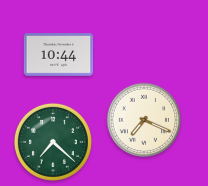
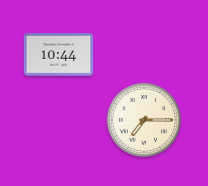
clock at (144, 120): 7:19 -> 7:15
clock at (53, 142): 7:22 -> none
